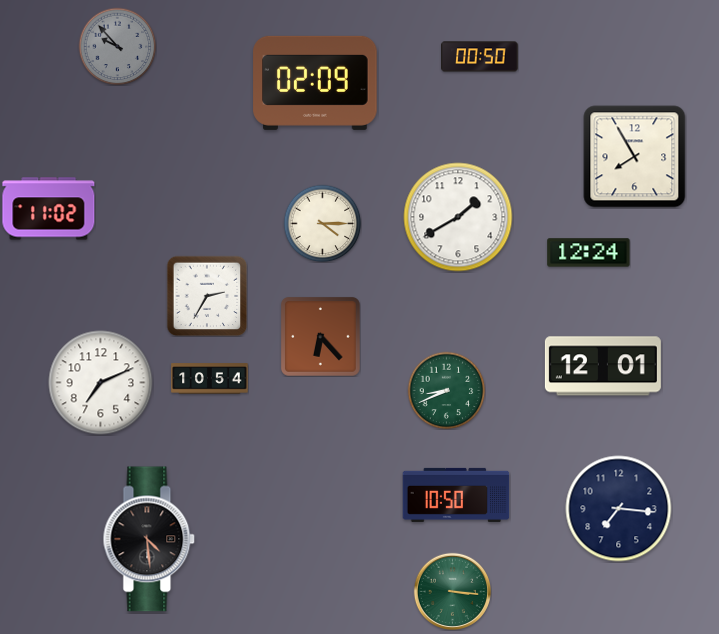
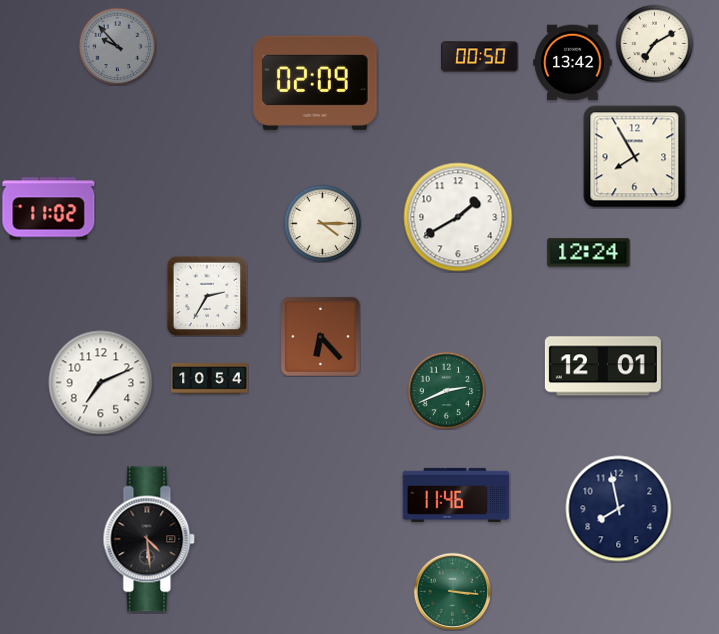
clock at (654, 43): none -> 7:10
clock at (573, 63): none -> 13:42
clock at (446, 390): 8:41 -> 2:41
clock at (456, 495): 10:50 -> 11:46
clock at (619, 509): 7:16 -> 7:58
